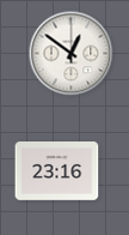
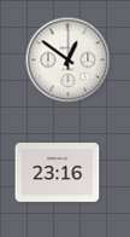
clock at (72, 54) position: (72, 54) -> (69, 60)
